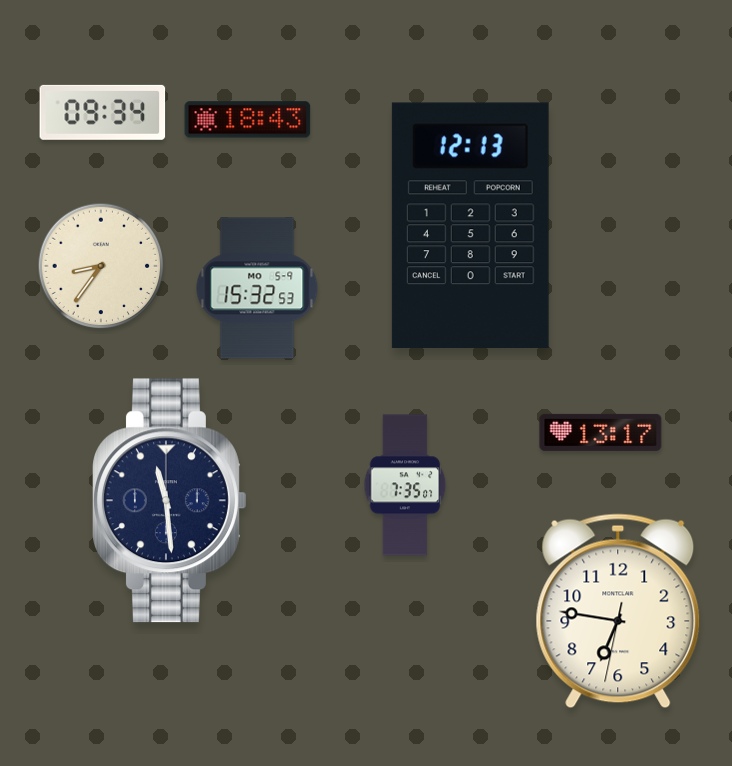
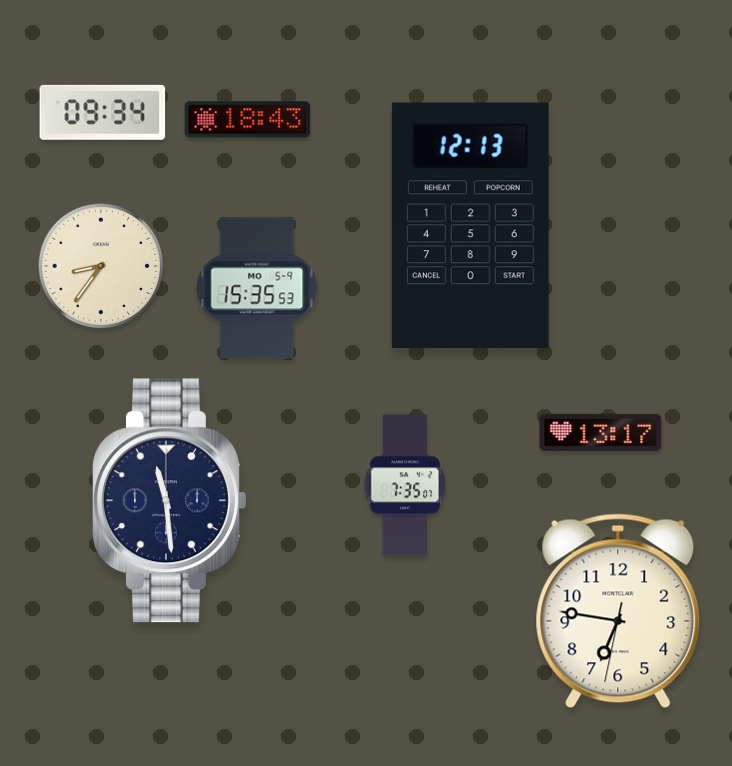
clock at (257, 288): 15:32 -> 15:35
